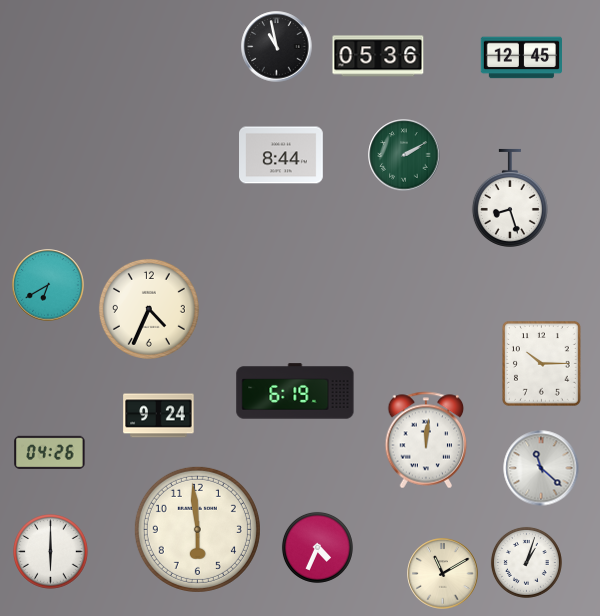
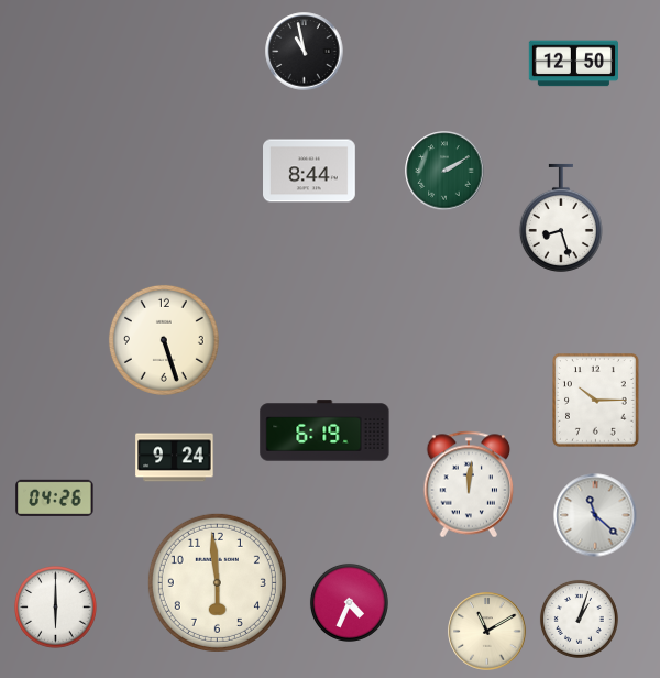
clock at (378, 56): 05:36 -> none
clock at (521, 58): 12:45 -> 12:50
clock at (48, 285): 6:40 -> none
clock at (149, 309): 4:34 -> 5:27
